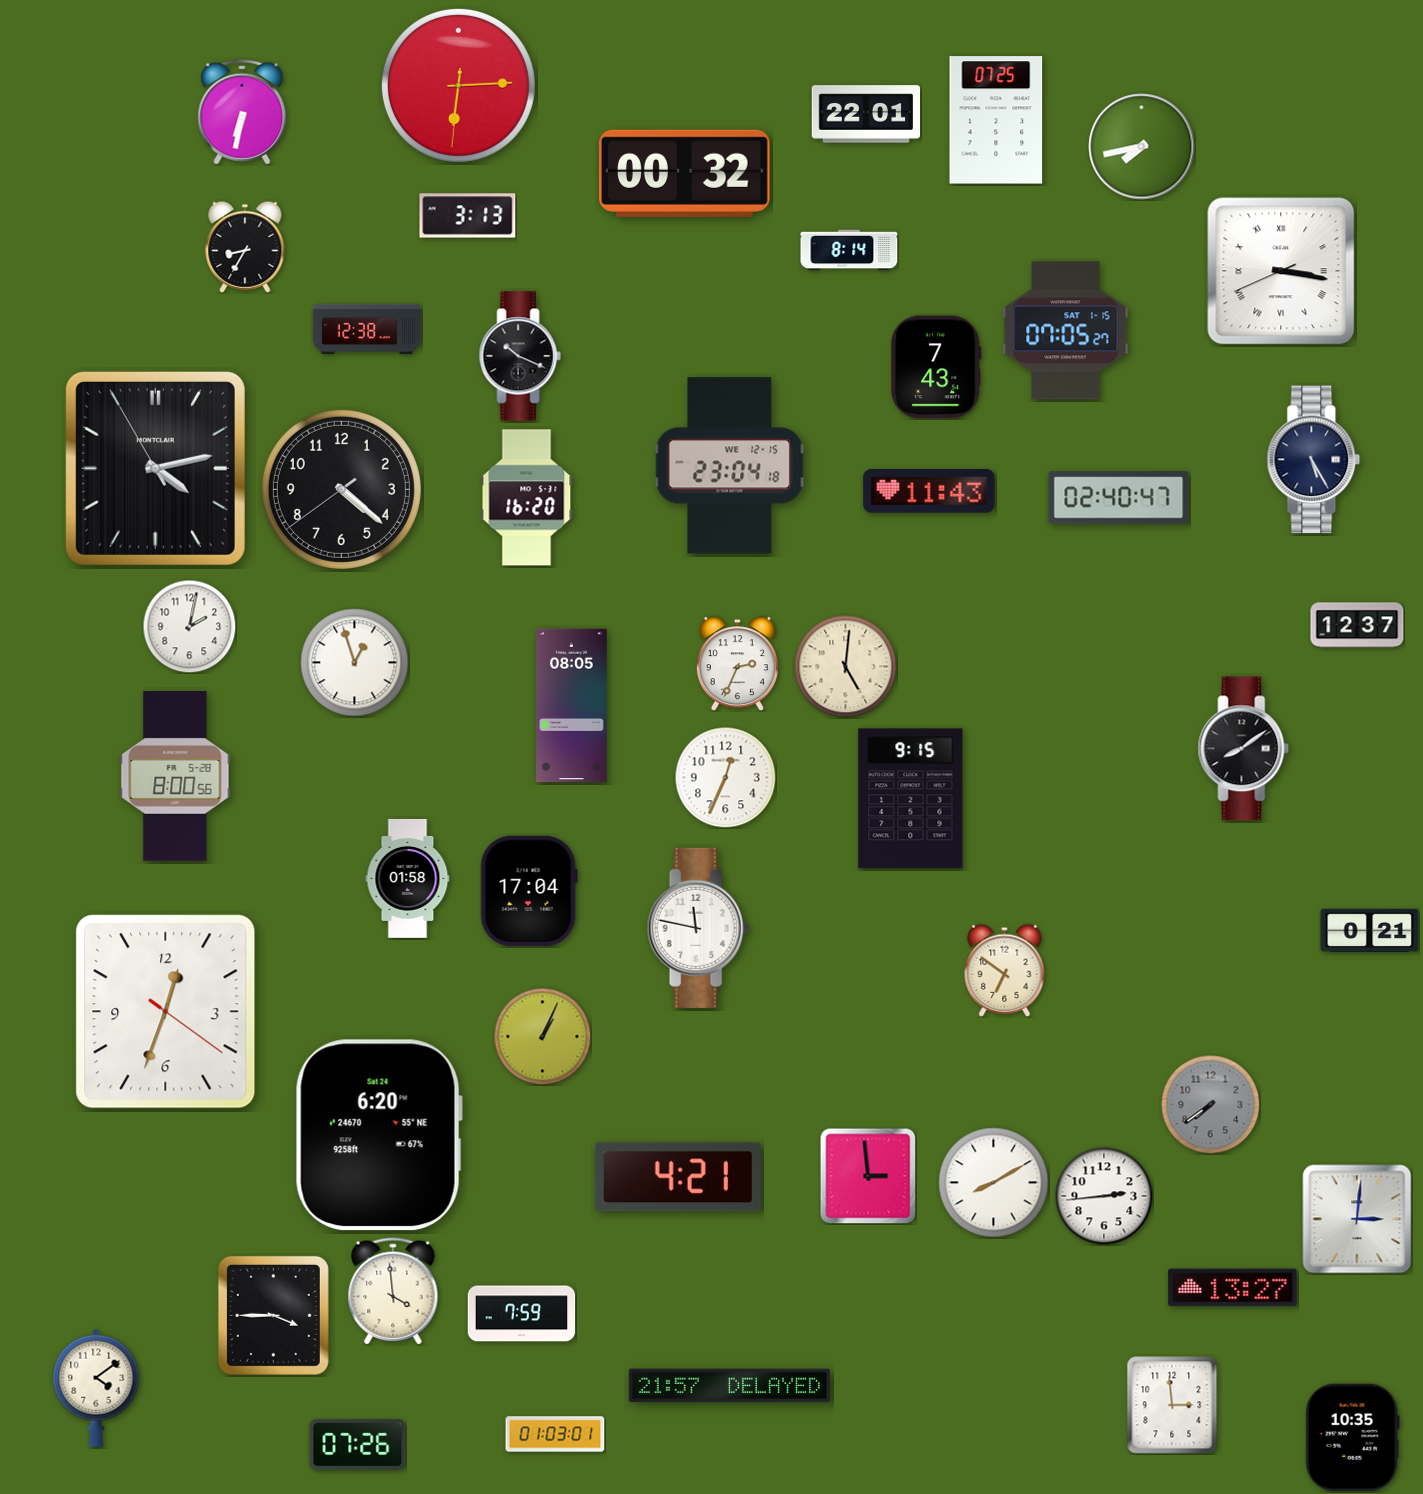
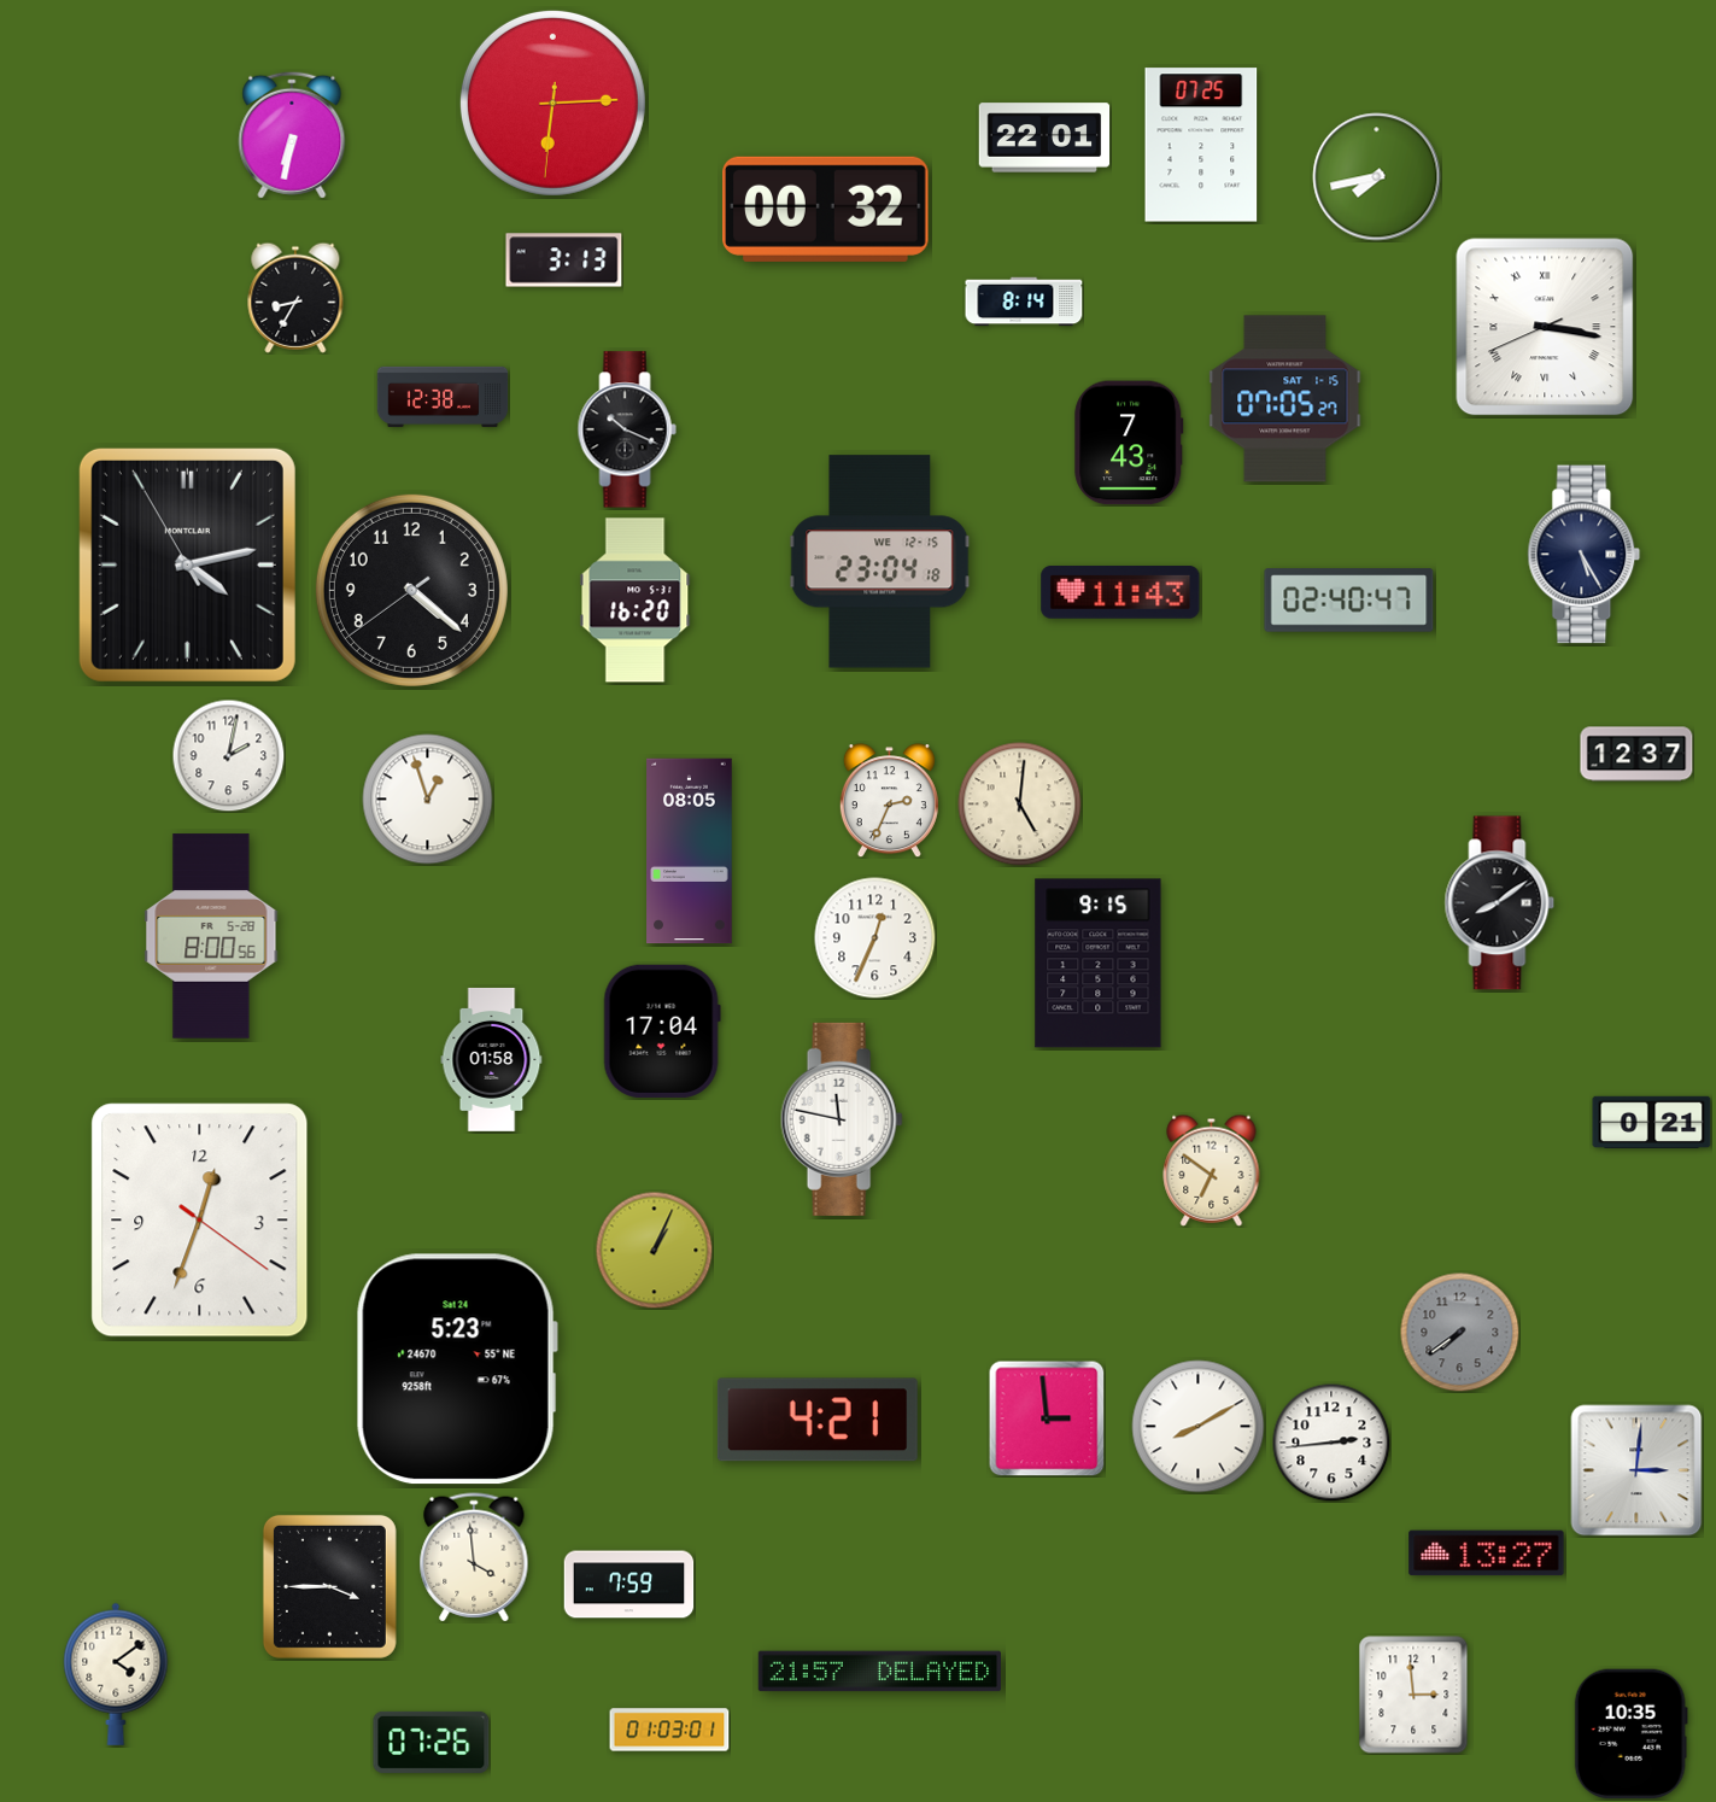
clock at (529, 891) position: (529, 891) -> (662, 1031)
clock at (379, 1135): 6:20 -> 5:23
